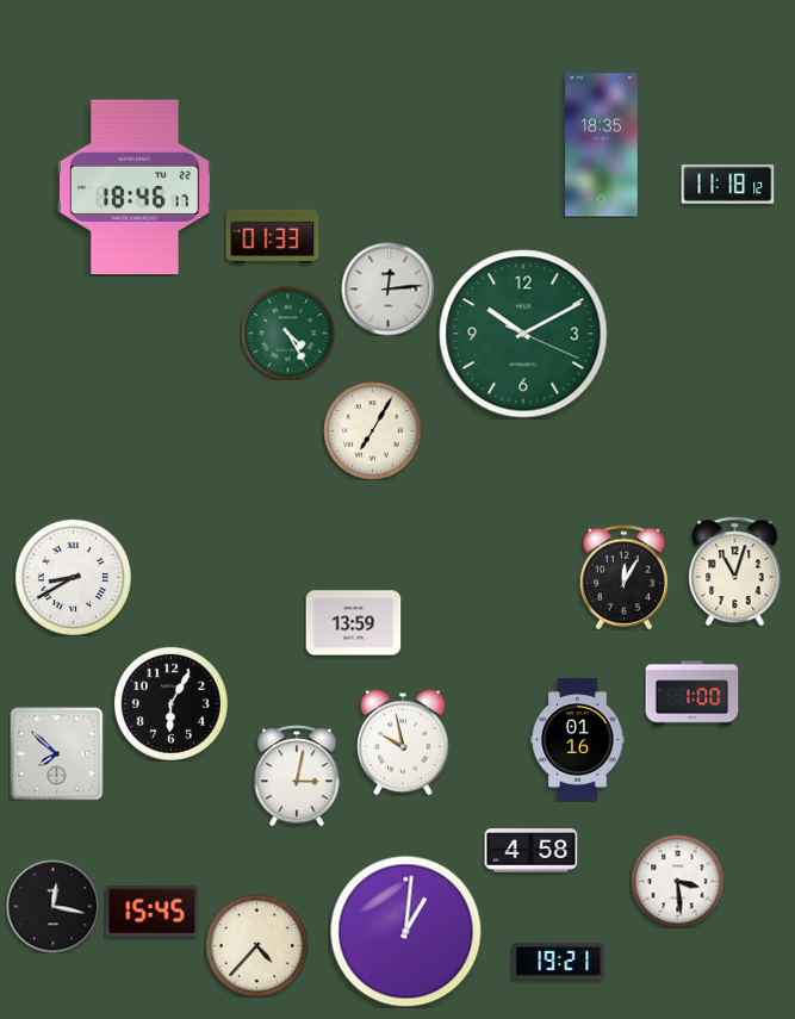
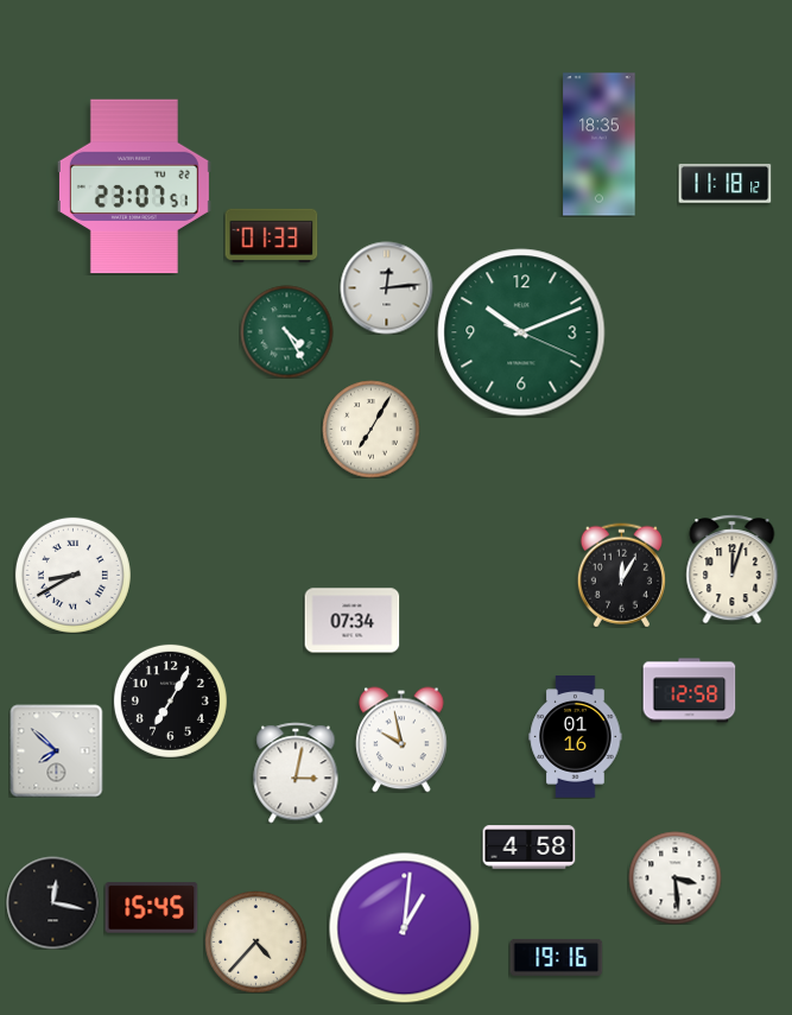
clock at (135, 187): 18:46 -> 23:07
clock at (523, 334): 10:10 -> 10:11
clock at (735, 571): 11:03 -> 12:03
clock at (353, 623): 13:59 -> 07:34
clock at (691, 694): 1:00 -> 12:58
clock at (170, 703): 6:05 -> 7:05
clock at (558, 961): 19:21 -> 19:16
